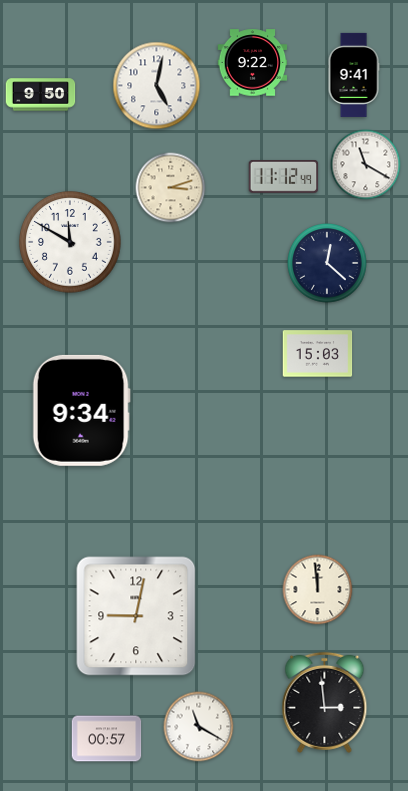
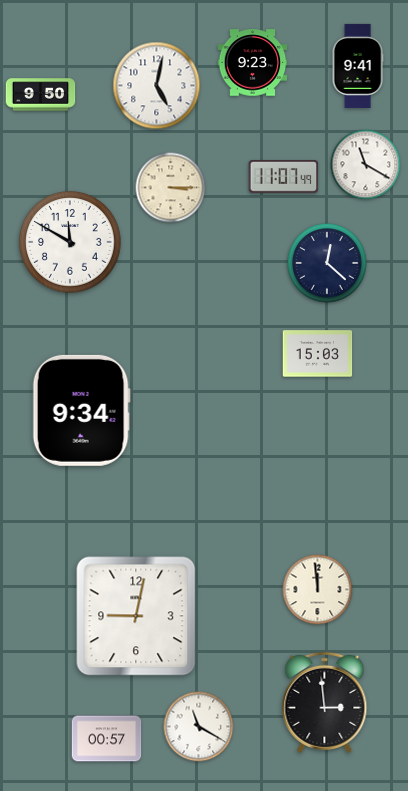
clock at (253, 63): 9:22 -> 9:23
clock at (354, 75) position: (354, 75) -> (358, 66)
clock at (284, 177): 11:12 -> 11:07
clock at (171, 188): 3:12 -> 3:15
